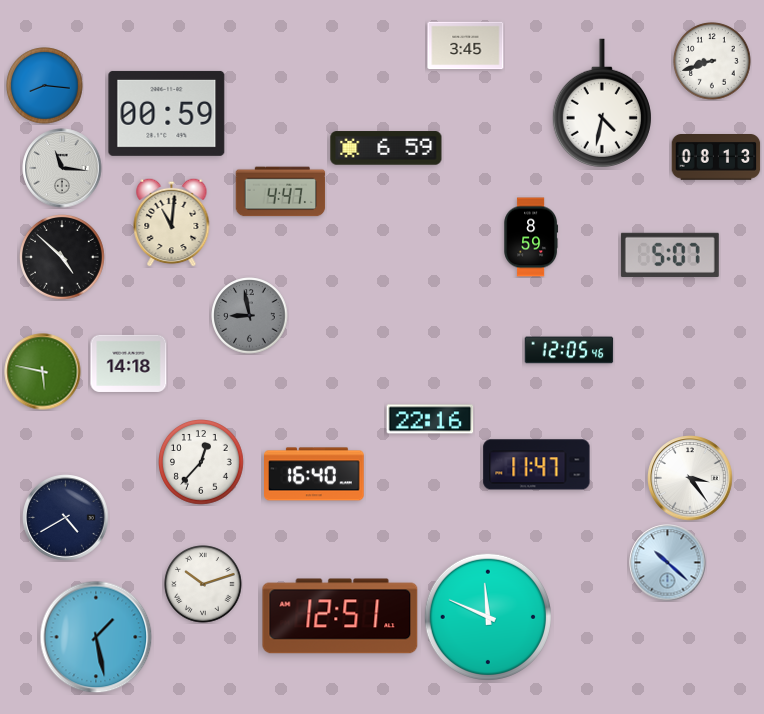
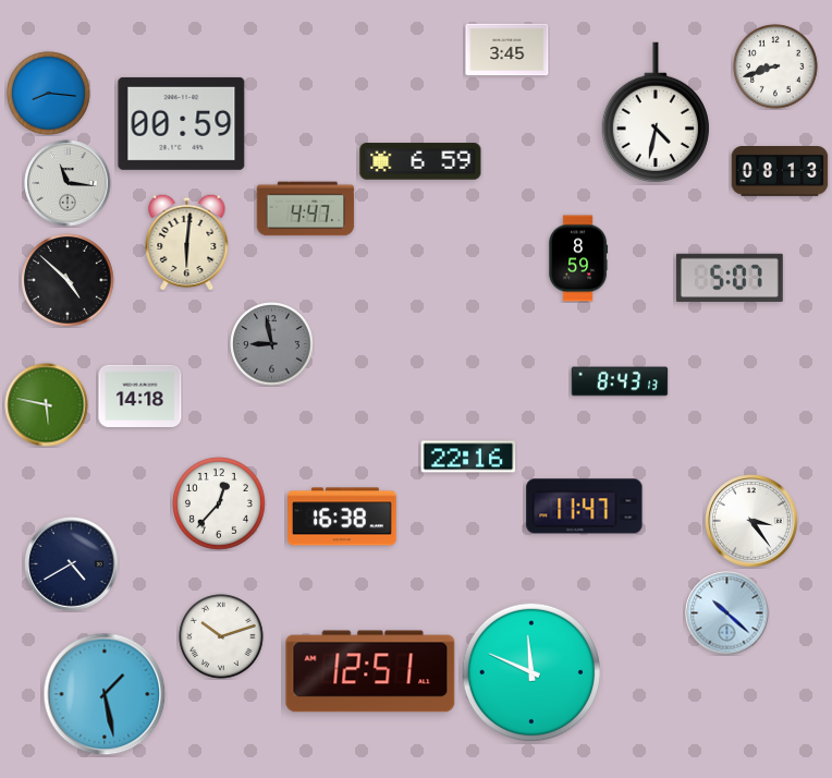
clock at (172, 222): 11:01 -> 6:01
clock at (569, 350): 12:05 -> 8:43
clock at (315, 474): 16:40 -> 16:38
